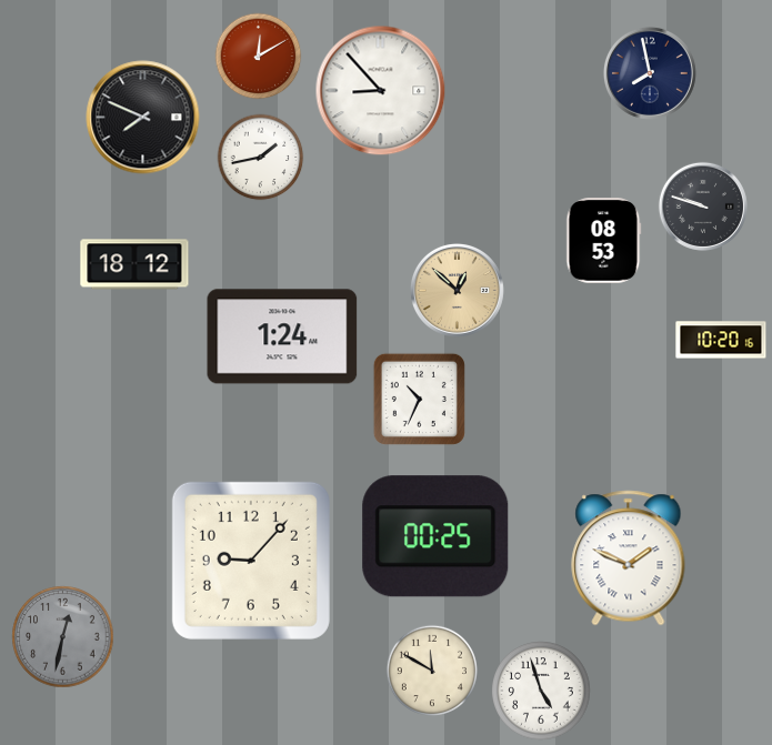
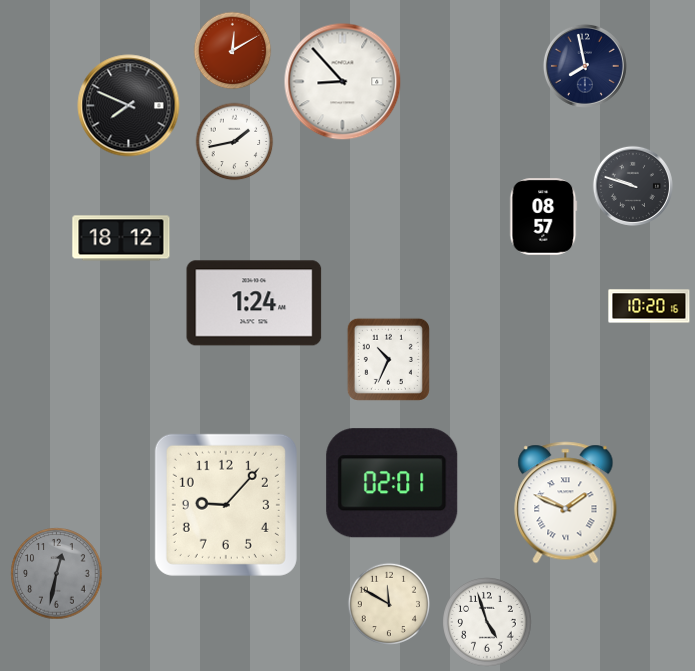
clock at (604, 241): 08:53 -> 08:57
clock at (457, 290): 12:52 -> none
clock at (419, 399) position: (419, 399) -> (388, 359)
clock at (435, 536): 00:25 -> 02:01
